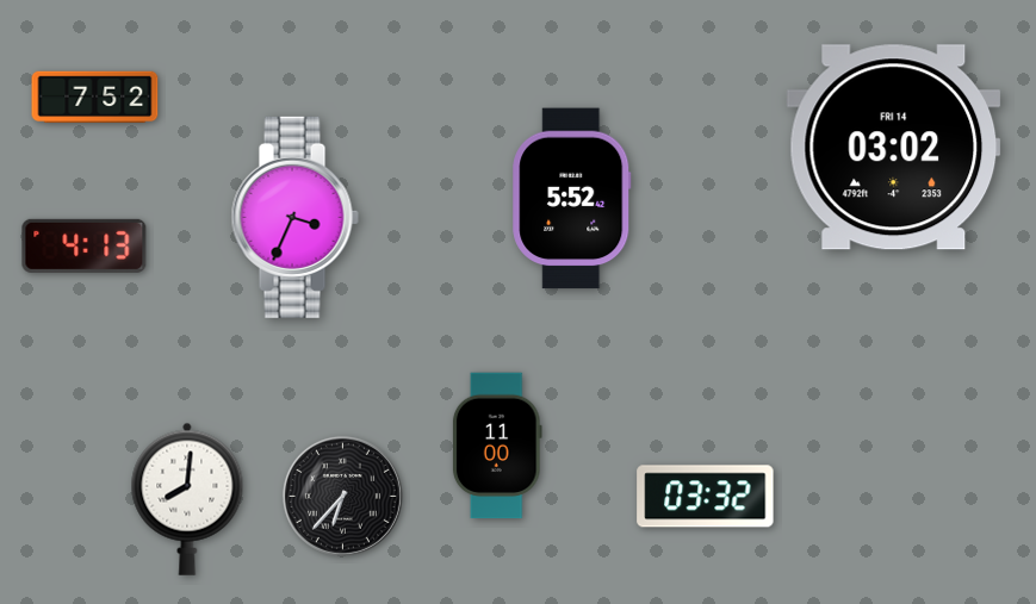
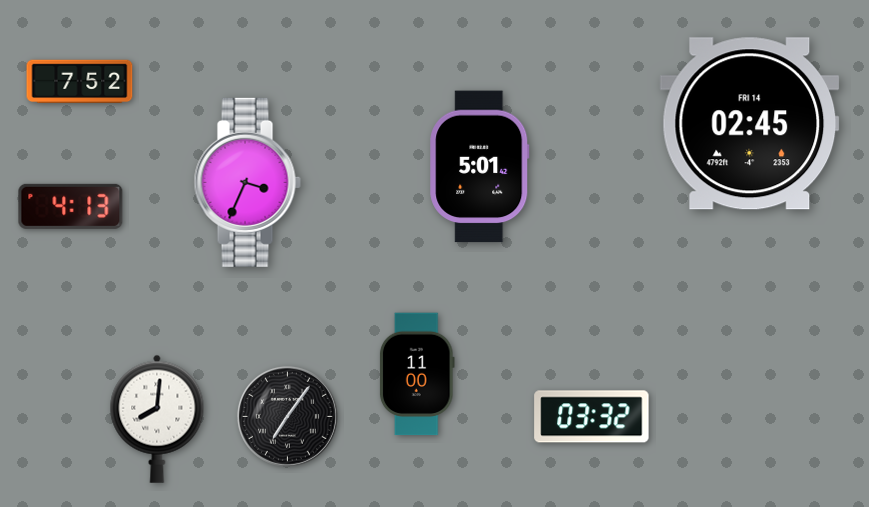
clock at (894, 148): 03:02 -> 02:45
clock at (572, 199): 5:52 -> 5:01
clock at (342, 496): 6:37 -> 7:06
